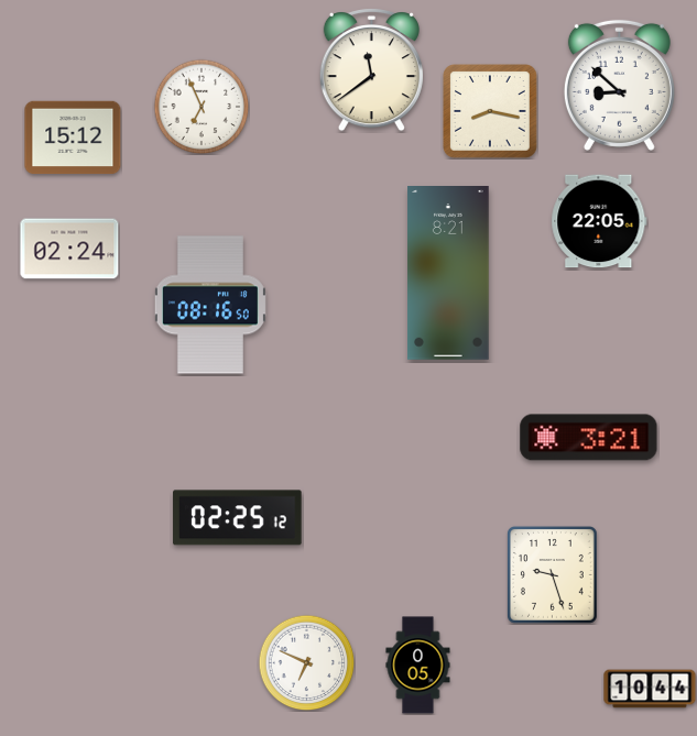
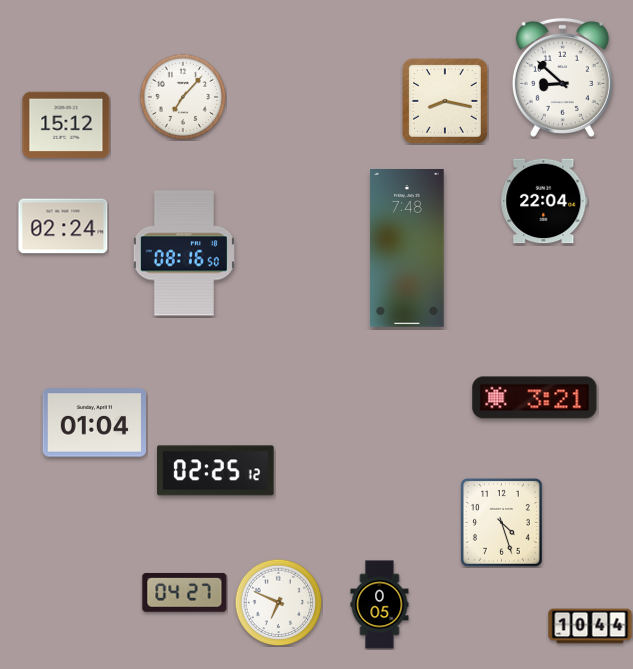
clock at (371, 70): 11:39 -> none
clock at (202, 107): 6:56 -> 7:07
clock at (599, 221): 22:05 -> 22:04
clock at (448, 274): 8:21 -> 7:48
clock at (210, 305) position: (210, 305) -> (184, 253)
clock at (94, 423): none -> 01:04
clock at (553, 575): 9:27 -> 4:27
clock at (185, 592): none -> 04:27
